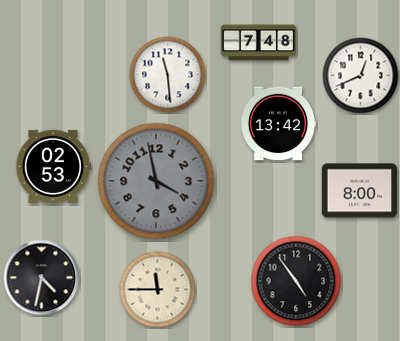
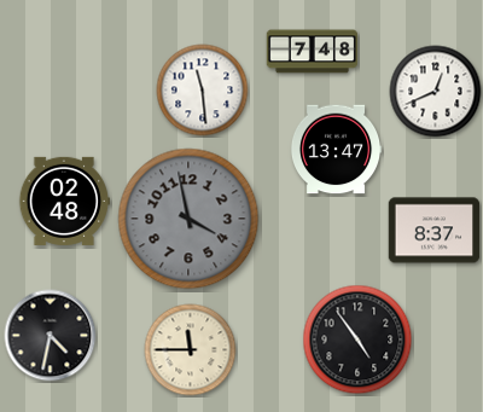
clock at (278, 124): 13:42 -> 13:47
clock at (53, 166): 02:53 -> 02:48
clock at (360, 191): 8:00 -> 8:37
